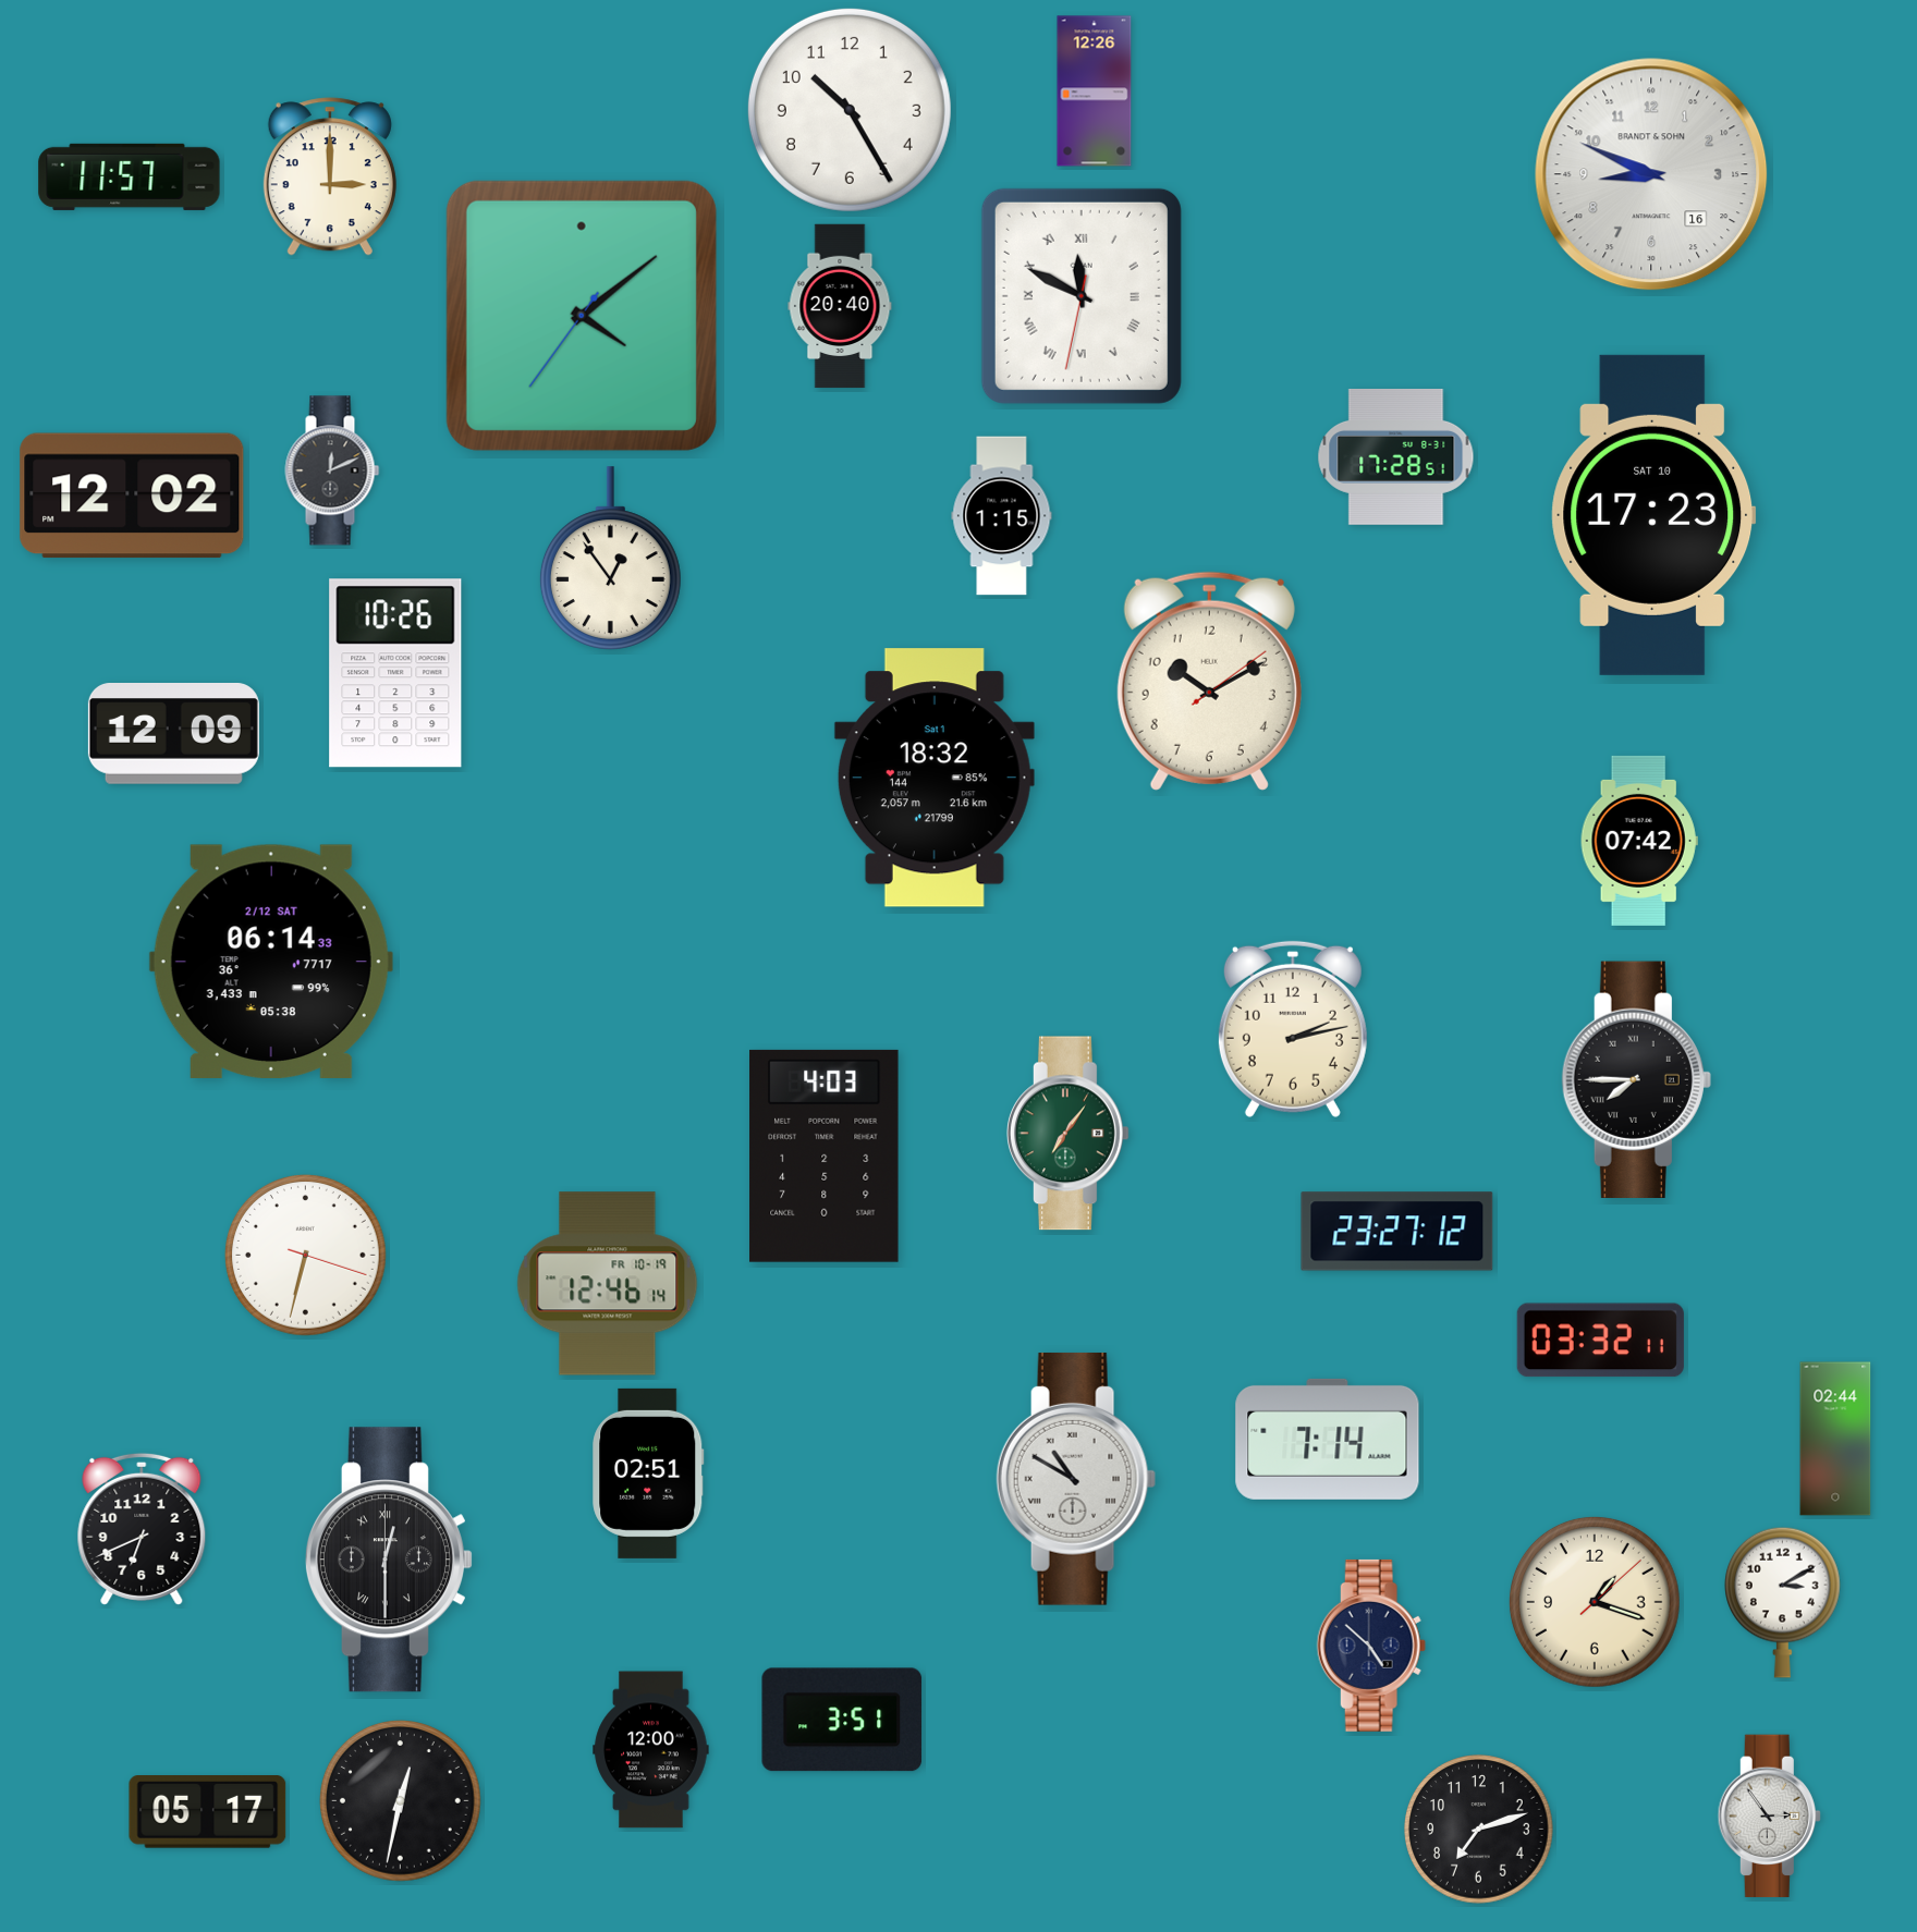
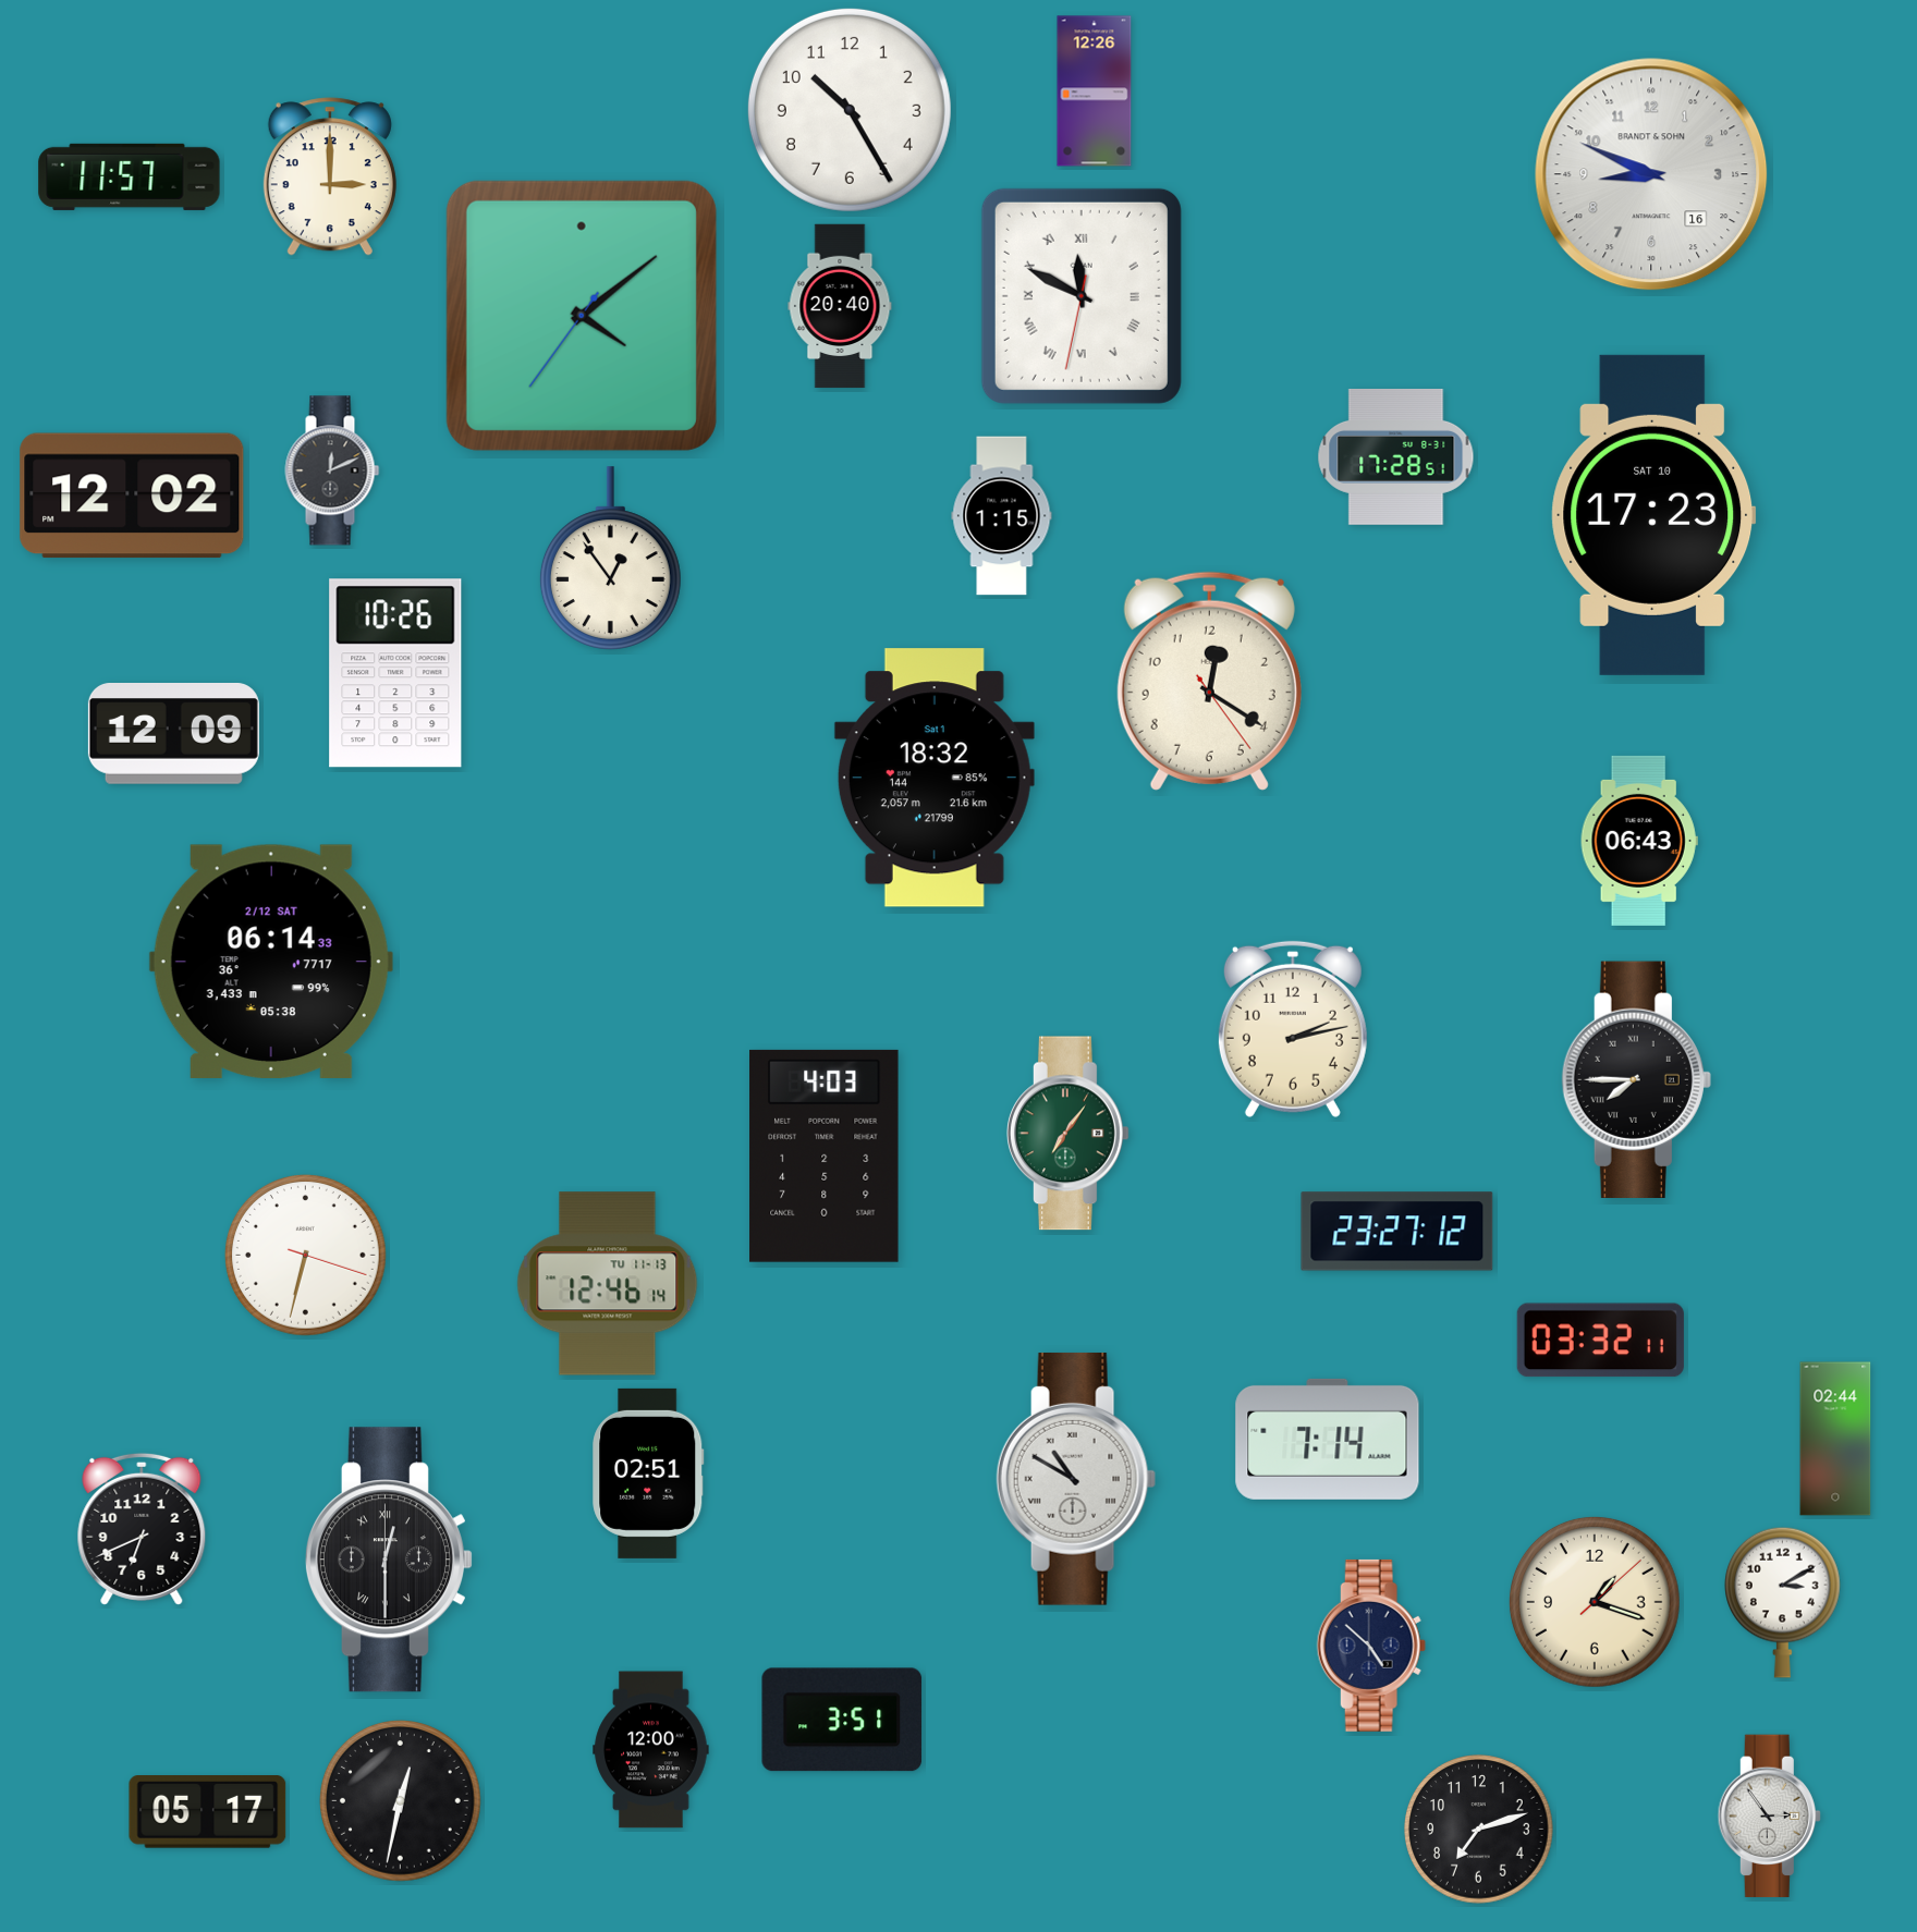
clock at (1209, 681): 10:10 -> 12:20
clock at (1639, 841): 07:42 -> 06:43
clock at (608, 1284) date: FR 10-19 -> TU 11-13
